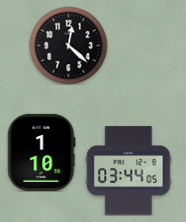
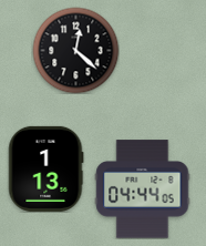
clock at (42, 152): 1:10 -> 1:13
clock at (129, 171): 03:44 -> 04:44
